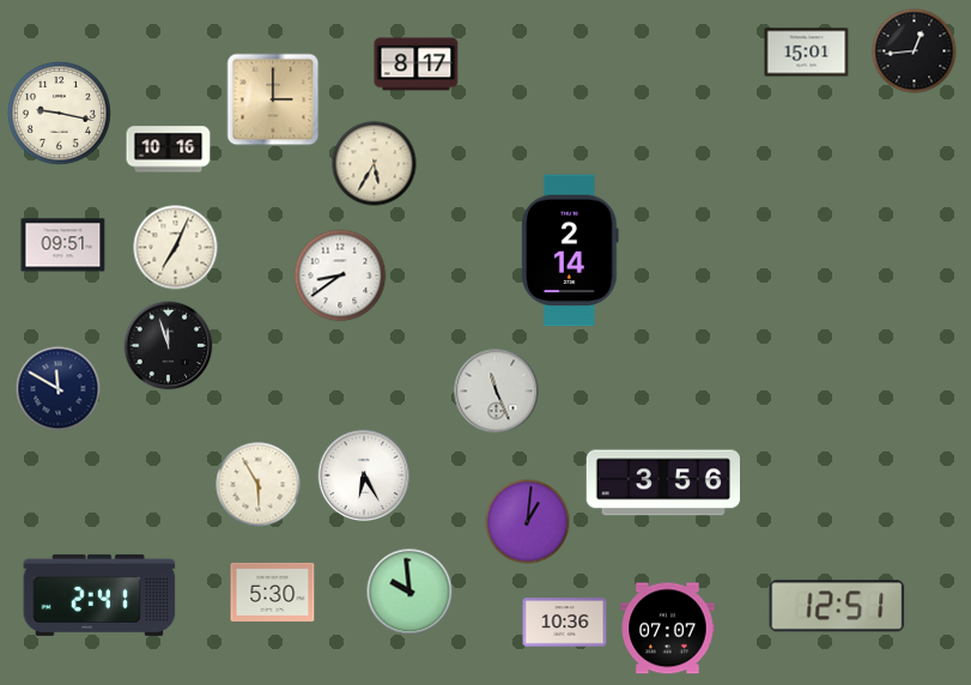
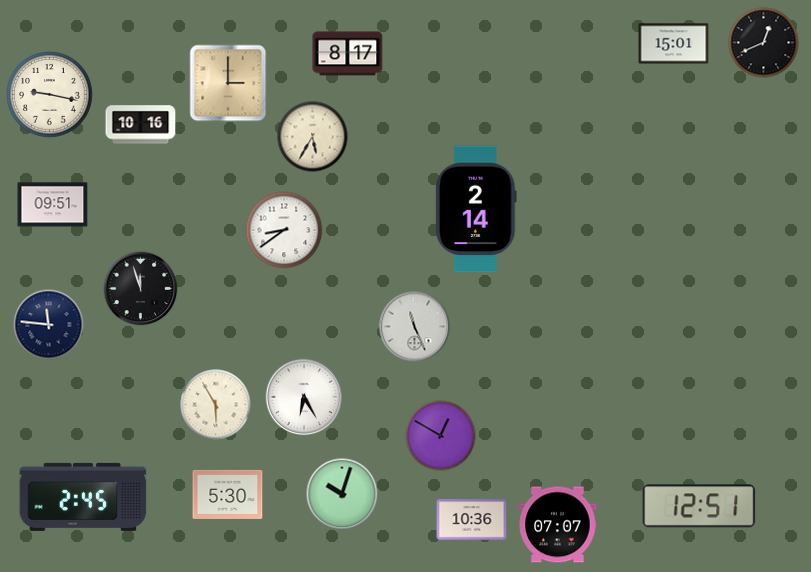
clock at (915, 51): 12:44 -> 12:41
clock at (176, 248): 7:04 -> none
clock at (59, 389): 11:50 -> 11:46
clock at (662, 483): 3:56 -> none
clock at (528, 522): 1:01 -> 12:50
clock at (409, 592): 9:59 -> 10:03
clock at (99, 595): 2:41 -> 2:45
